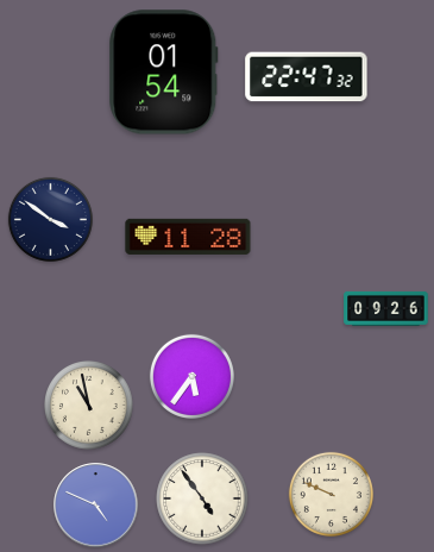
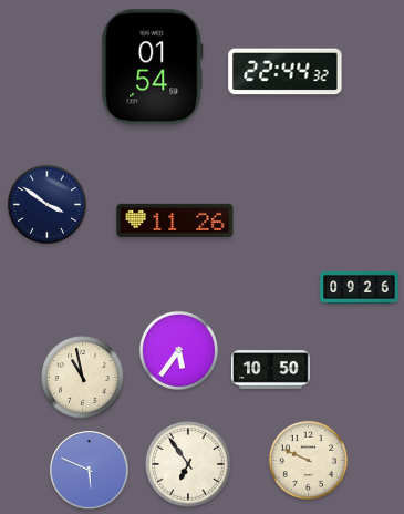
clock at (307, 77): 22:47 -> 22:44
clock at (188, 237): 11:28 -> 11:26
clock at (271, 370): none -> 10:50
clock at (202, 498): 4:54 -> 6:54
clock at (96, 506): 4:49 -> 5:49
